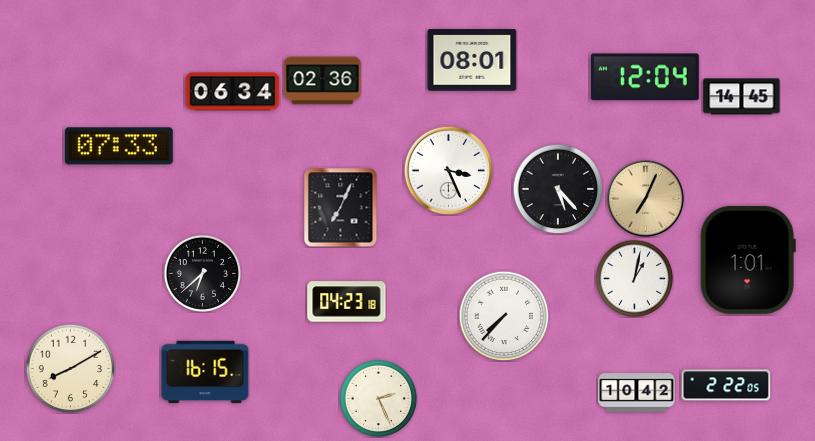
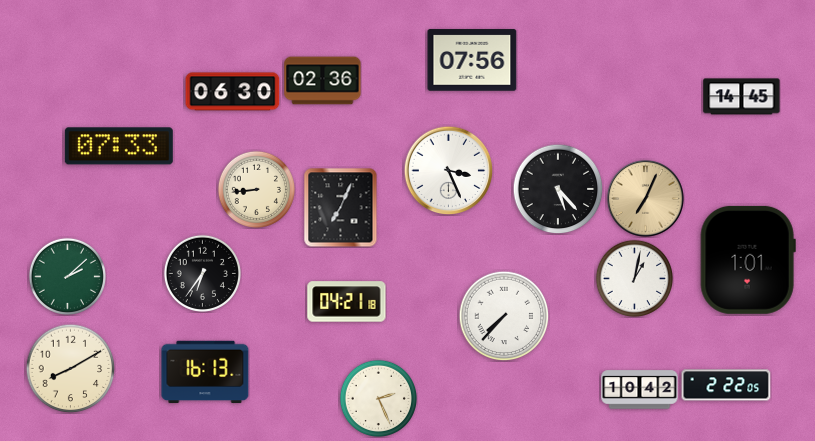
clock at (472, 60): 08:01 -> 07:56
clock at (645, 77): 12:04 -> none
clock at (233, 92): 06:34 -> 06:30
clock at (256, 189): none -> 8:44
clock at (202, 273): 6:38 -> 6:36
clock at (67, 276): none -> 2:08
clock at (347, 302): 04:23 -> 04:21
clock at (205, 372): 16:15 -> 16:13
clock at (637, 393) position: (637, 393) -> (640, 390)
